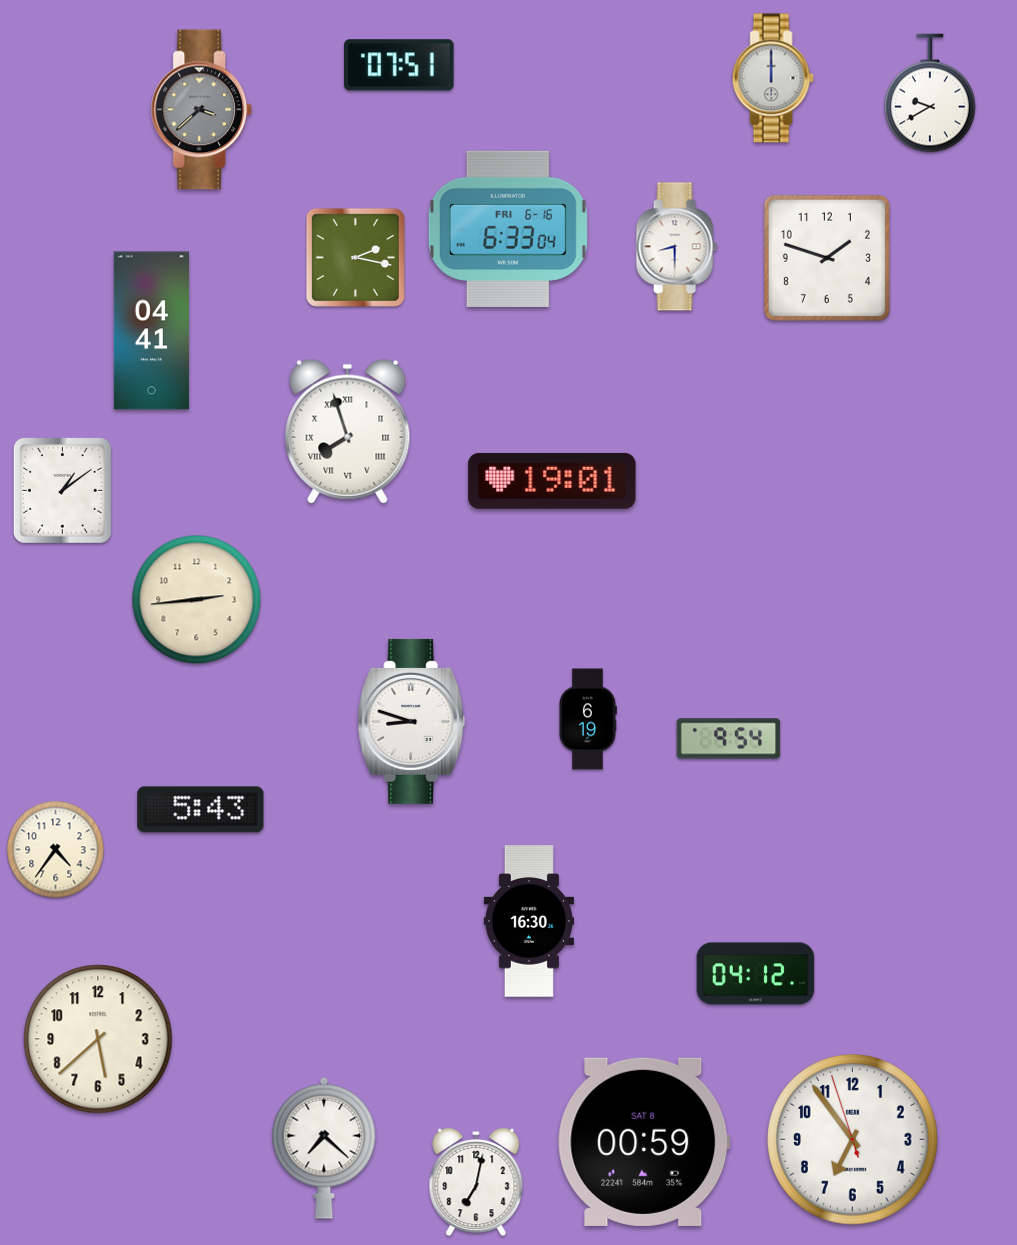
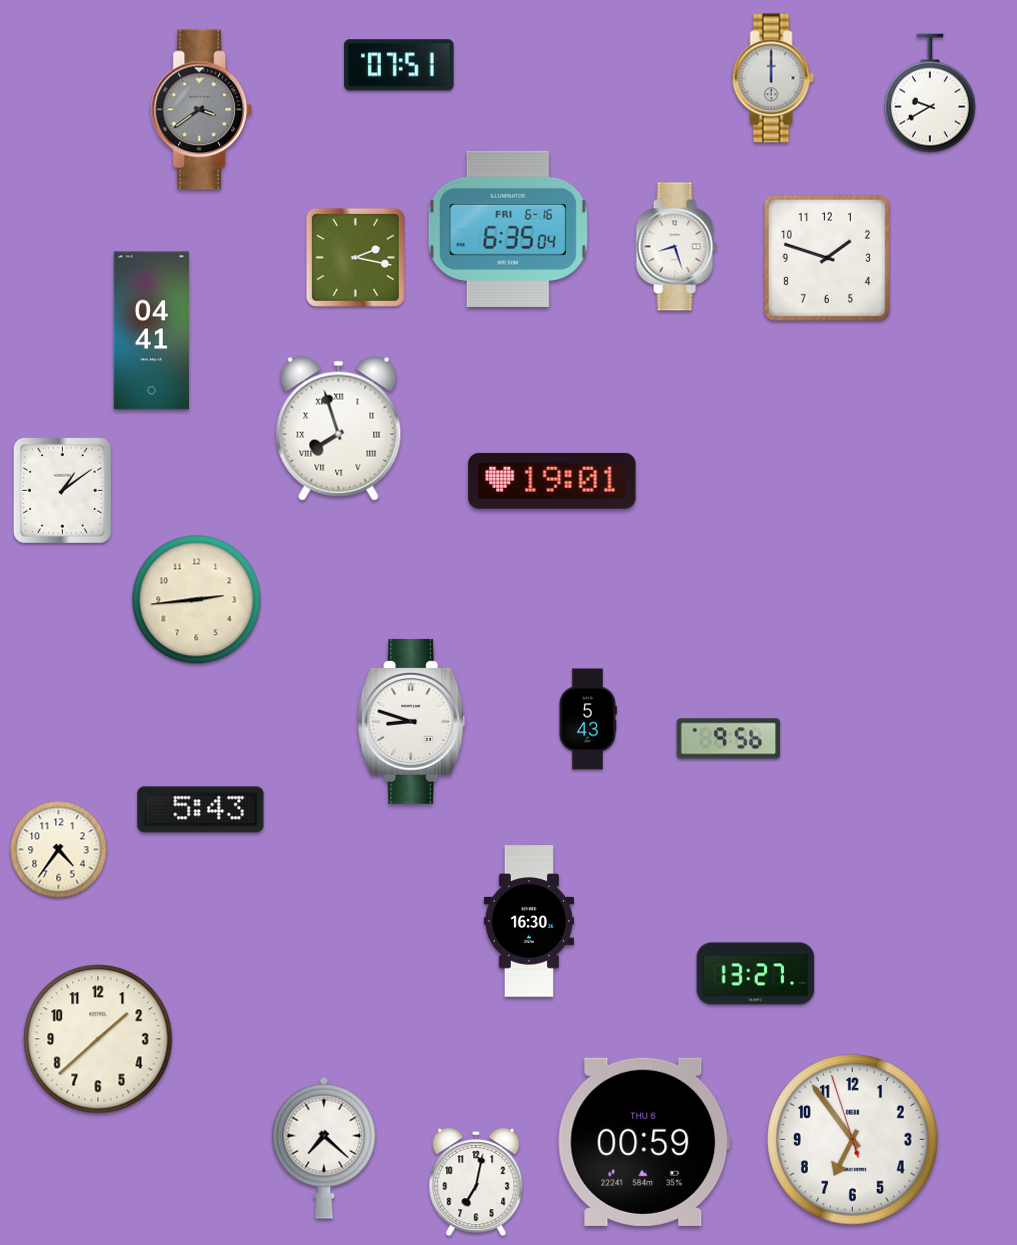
clock at (201, 110): 3:38 -> 3:39
clock at (508, 229): 6:33 -> 6:35
clock at (676, 247): 8:30 -> 8:27
clock at (348, 431) position: (348, 431) -> (339, 428)
clock at (587, 719): 6:19 -> 5:43
clock at (729, 739): 9:54 -> 9:56
clock at (56, 850) position: (56, 850) -> (59, 850)
clock at (756, 974): 04:12 -> 13:27
clock at (98, 1039): 5:38 -> 1:38
clock at (644, 1142) date: SAT 8 -> THU 6
